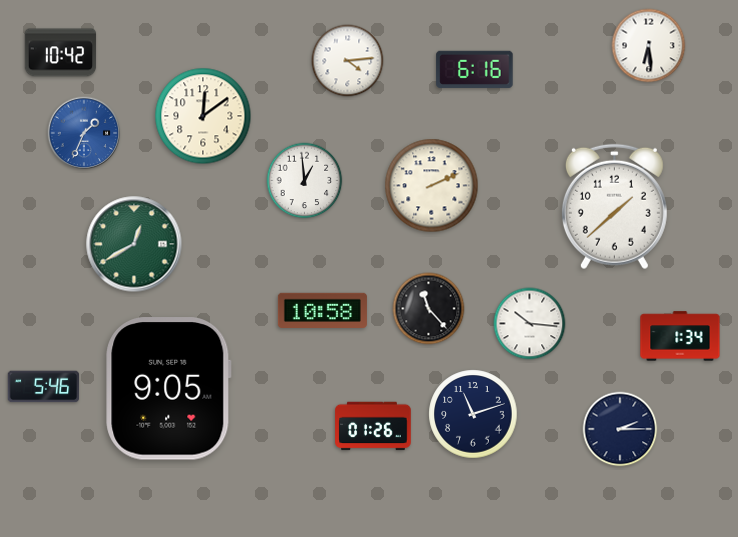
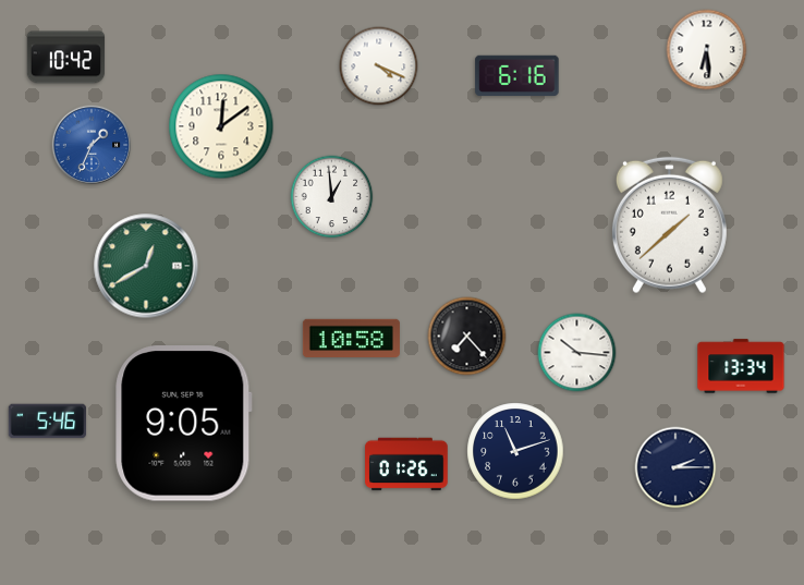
clock at (348, 61): 4:14 -> 4:19
clock at (432, 186): 2:11 -> none
clock at (429, 309): 11:23 -> 7:23
clock at (680, 336): 1:34 -> 13:34
